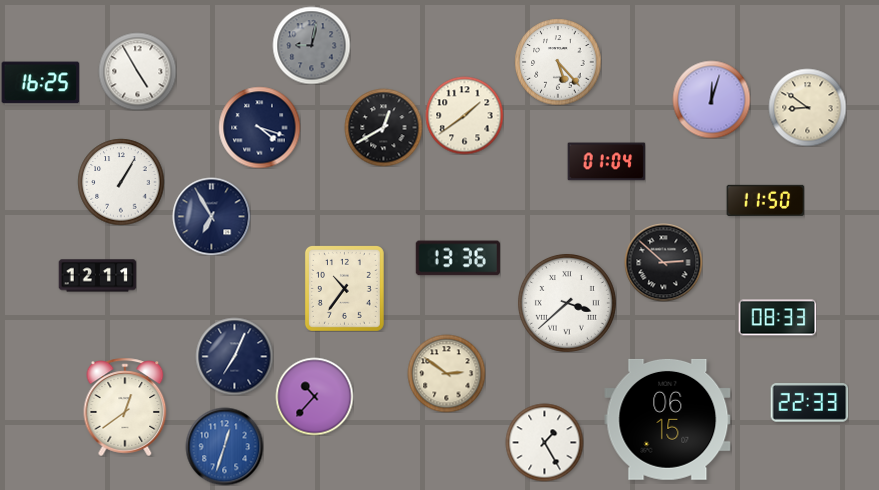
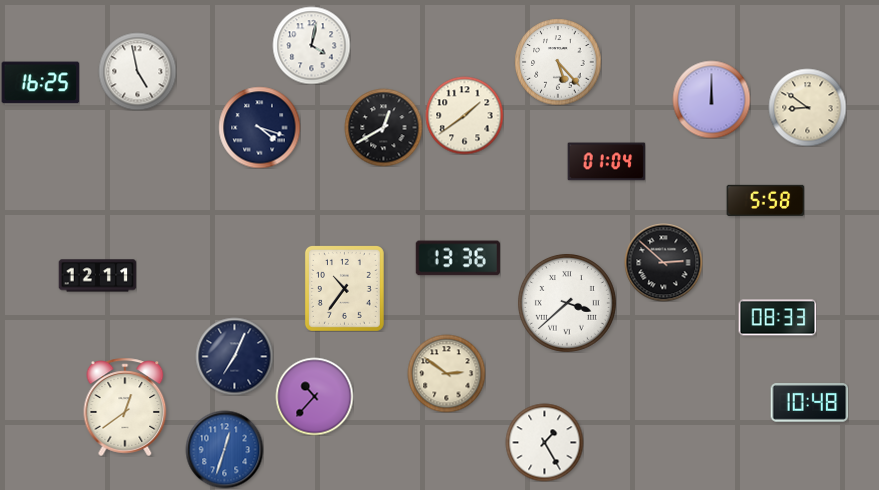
clock at (311, 45): 9:02 -> 4:02
clock at (311, 45) dial: grey -> white
clock at (137, 71): 4:55 -> 4:58
clock at (711, 99): 12:03 -> 12:00
clock at (121, 182): 1:05 -> none
clock at (765, 200): 11:50 -> 5:58
clock at (211, 216): 6:55 -> none
clock at (809, 403): 22:33 -> 10:48
clock at (668, 419): 06:15 -> none
clock at (224, 446) position: (224, 446) -> (224, 449)
